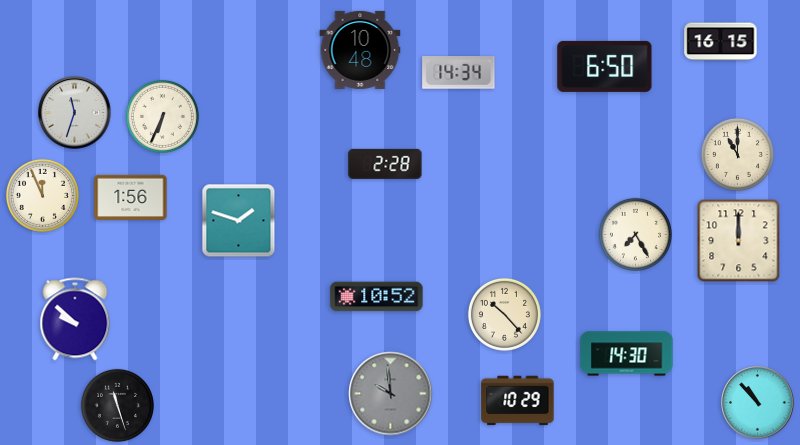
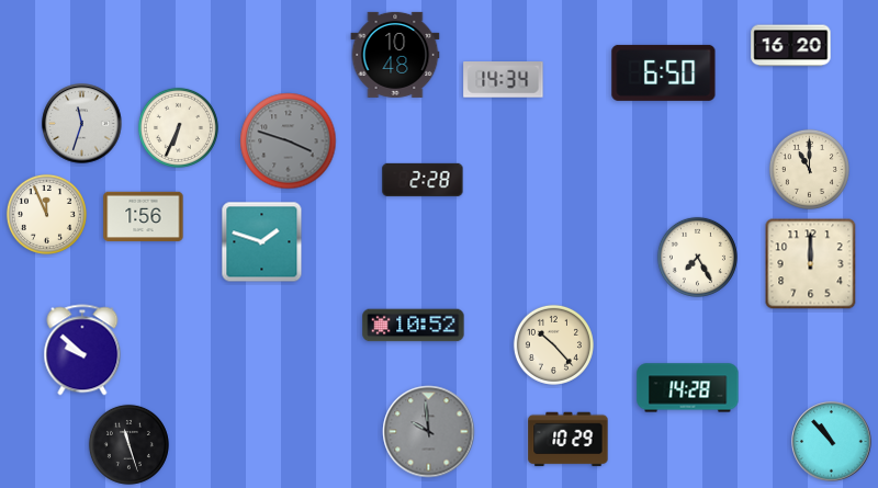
clock at (721, 42): 16:15 -> 16:20
clock at (289, 141): none -> 3:48
clock at (627, 354): 14:30 -> 14:28
